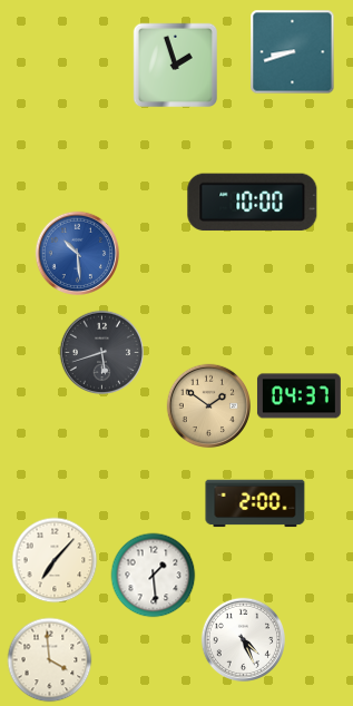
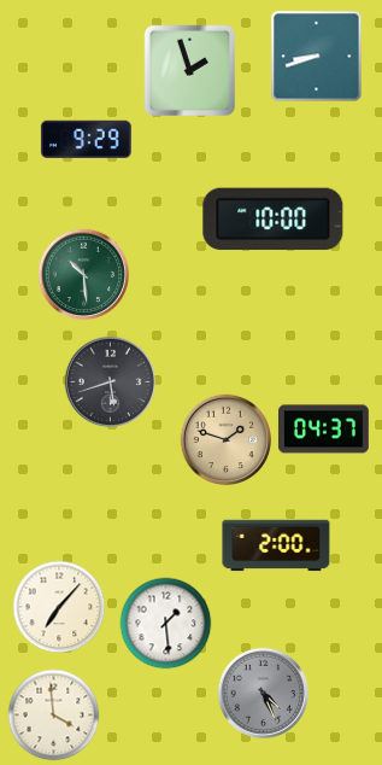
clock at (86, 139): none -> 9:29
clock at (78, 254) dial: blue -> green
clock at (209, 406): 1:51 -> 1:48
clock at (244, 640) dial: white -> grey
